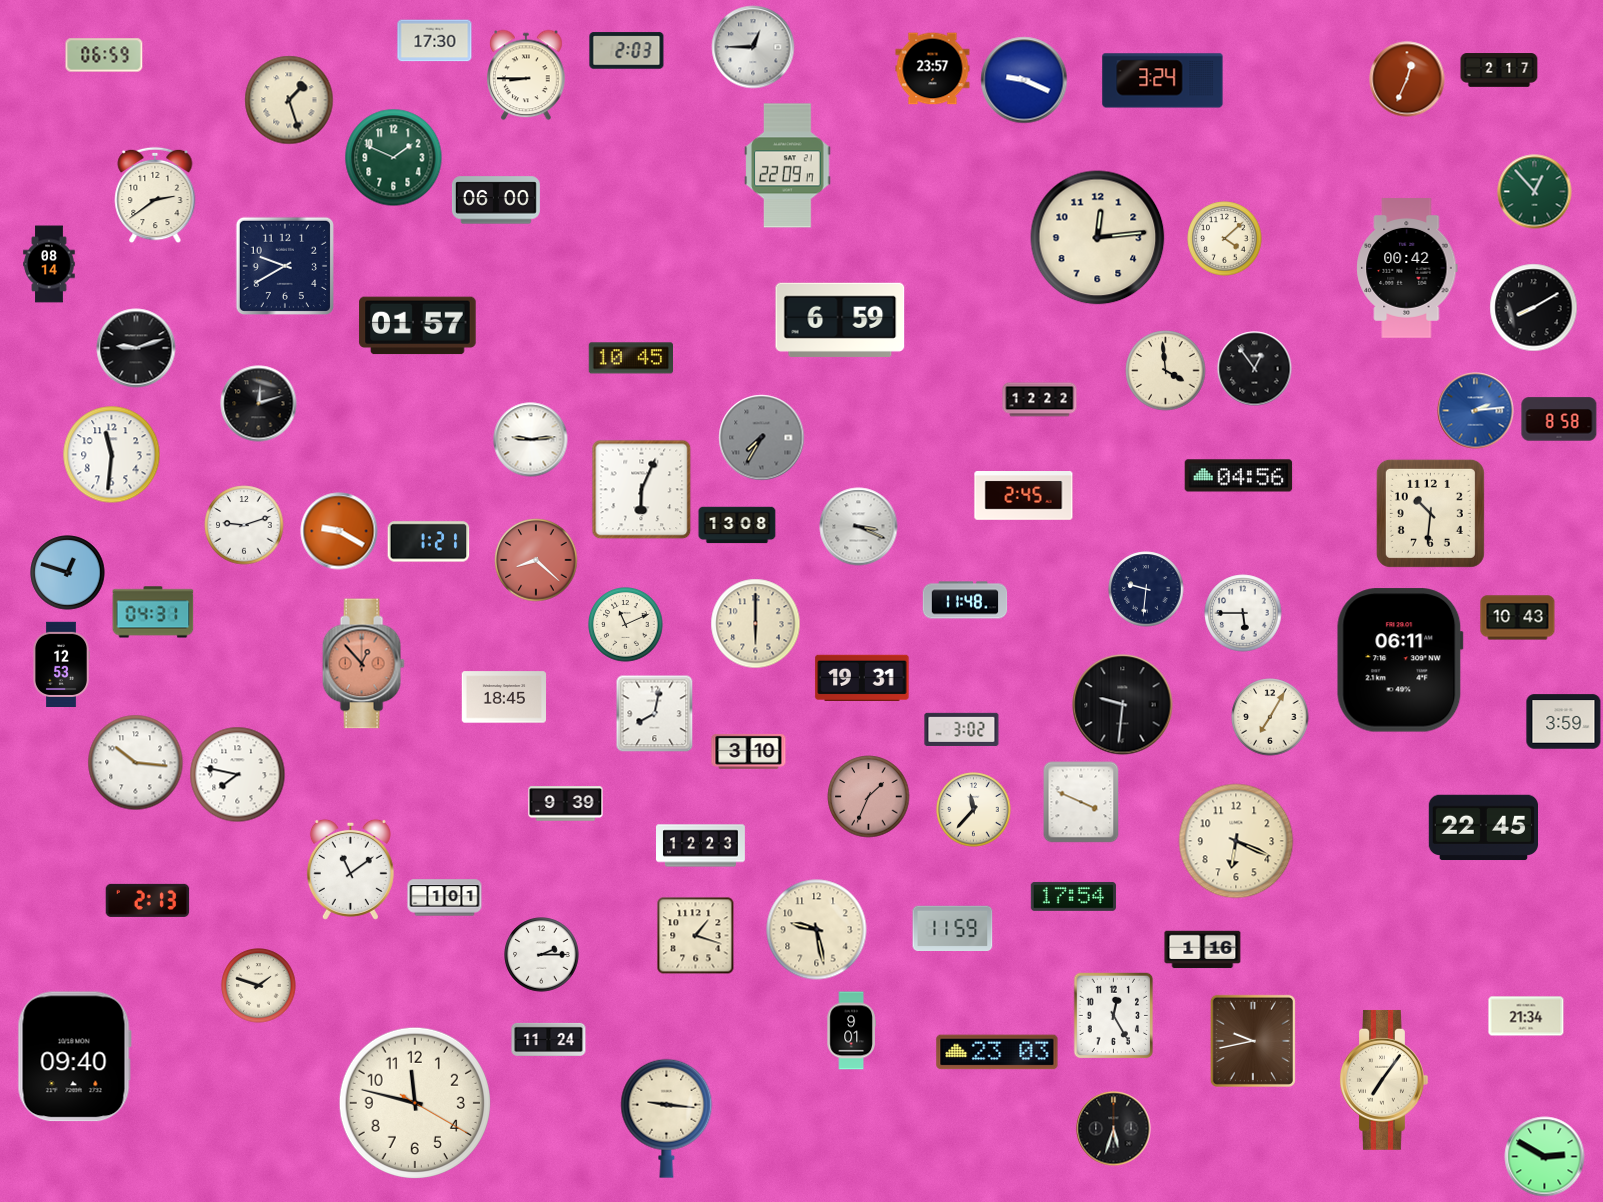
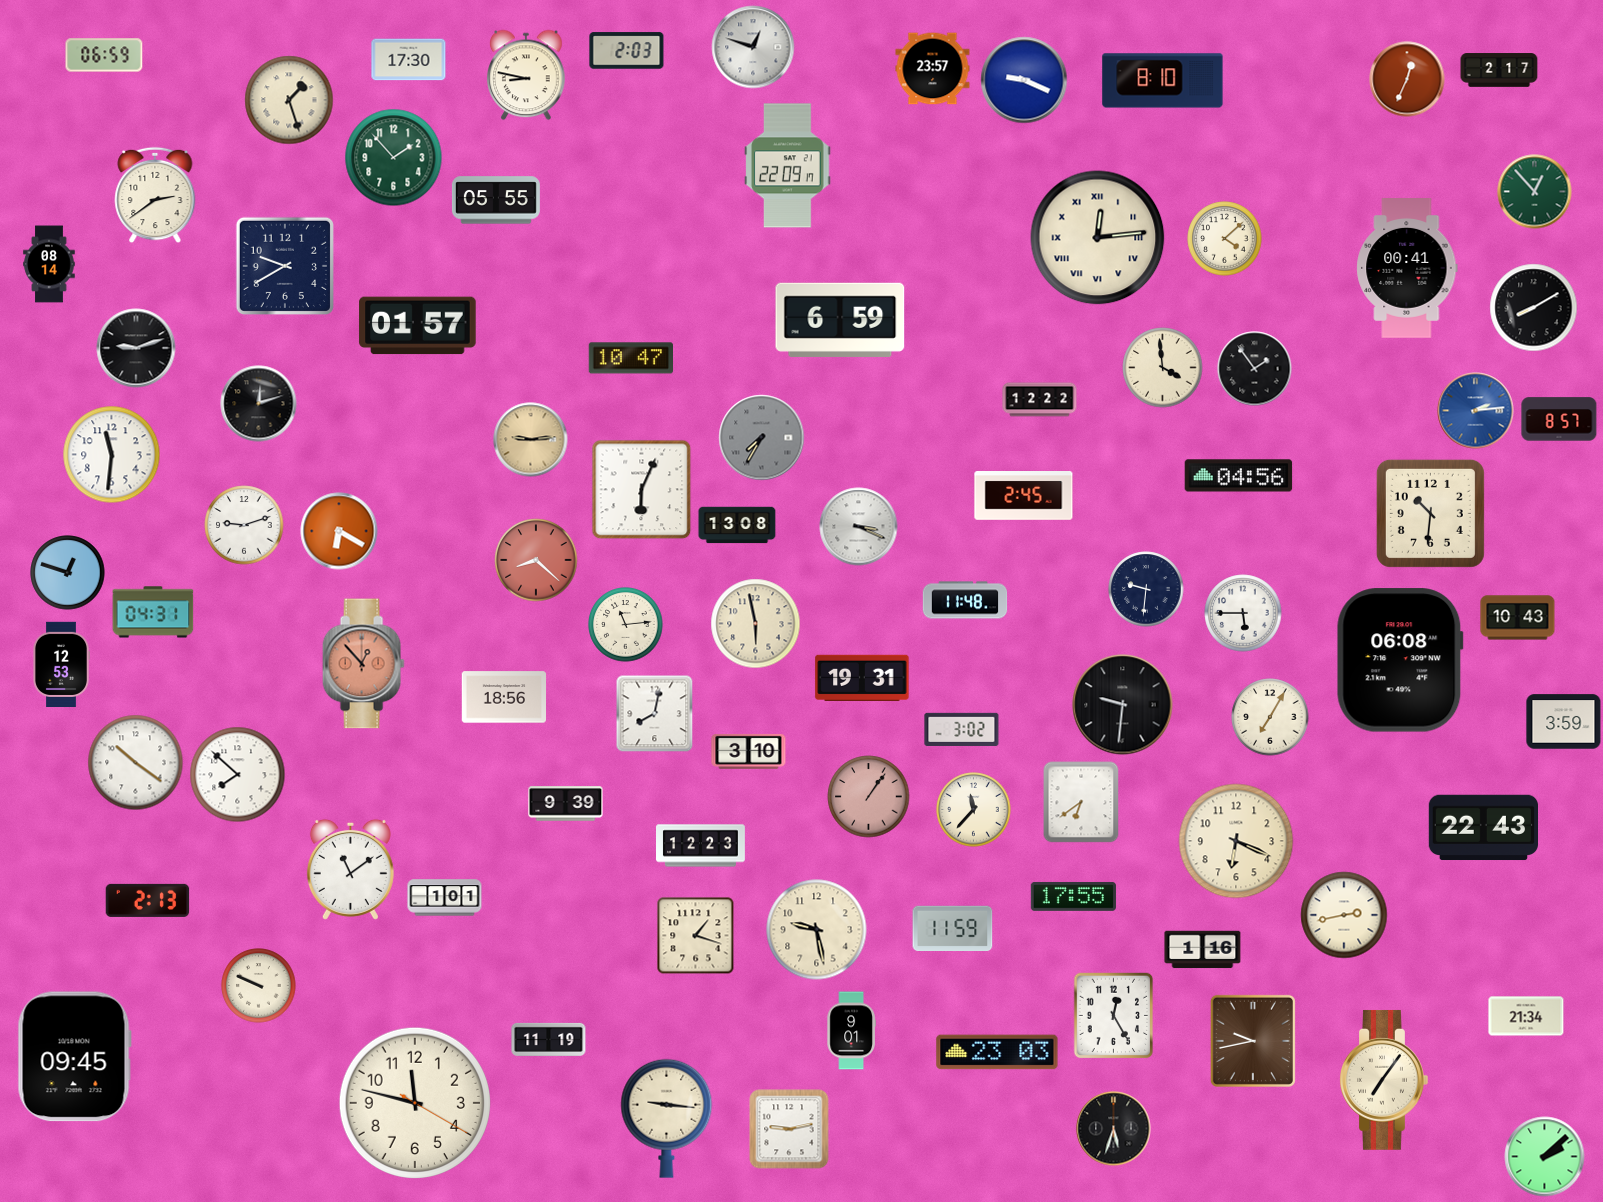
clock at (435, 41) position: (435, 41) -> (409, 60)
clock at (753, 47): 12:45 -> 12:48
clock at (526, 75): 8:45 -> 8:47
clock at (1163, 81): 3:24 -> 8:10
clock at (394, 158): 1:49 -> 1:53
clock at (496, 200): 06:00 -> 05:55
clock at (1098, 238) numerals: Arabic -> Roman
clock at (1407, 269): 00:42 -> 00:41
clock at (630, 358): 10:45 -> 10:47
clock at (1255, 369): 12:54 -> 1:54
clock at (1166, 371) position: (1166, 371) -> (1163, 368)
clock at (1559, 419): 8:58 -> 8:57
clock at (531, 440) dial: white -> champagne
clock at (339, 531): 9:20 -> 6:20
clock at (429, 542): 1:21 -> none
clock at (756, 624): 6:00 -> 5:58
clock at (626, 625): 11:11 -> 11:14
clock at (1400, 660): 06:11 -> 06:08
clock at (504, 697): 18:45 -> 18:56
clock at (136, 763): 10:16 -> 10:21
clock at (238, 775): 7:47 -> 7:52
clock at (869, 797): 1:34 -> 1:06
clock at (1081, 802): 3:49 -> 6:39
clock at (1484, 828): 22:45 -> 22:43
clock at (1073, 896): 17:54 -> 17:55
clock at (1344, 915): none -> 2:43
clock at (542, 955): 2:15 -> none
clock at (259, 986): 1:48 -> 9:49
clock at (549, 1039): 11:24 -> 11:19
clock at (74, 1057): 09:40 -> 09:45
clock at (789, 1129): none -> 9:13
clock at (1545, 1157): 2:50 -> 2:08
